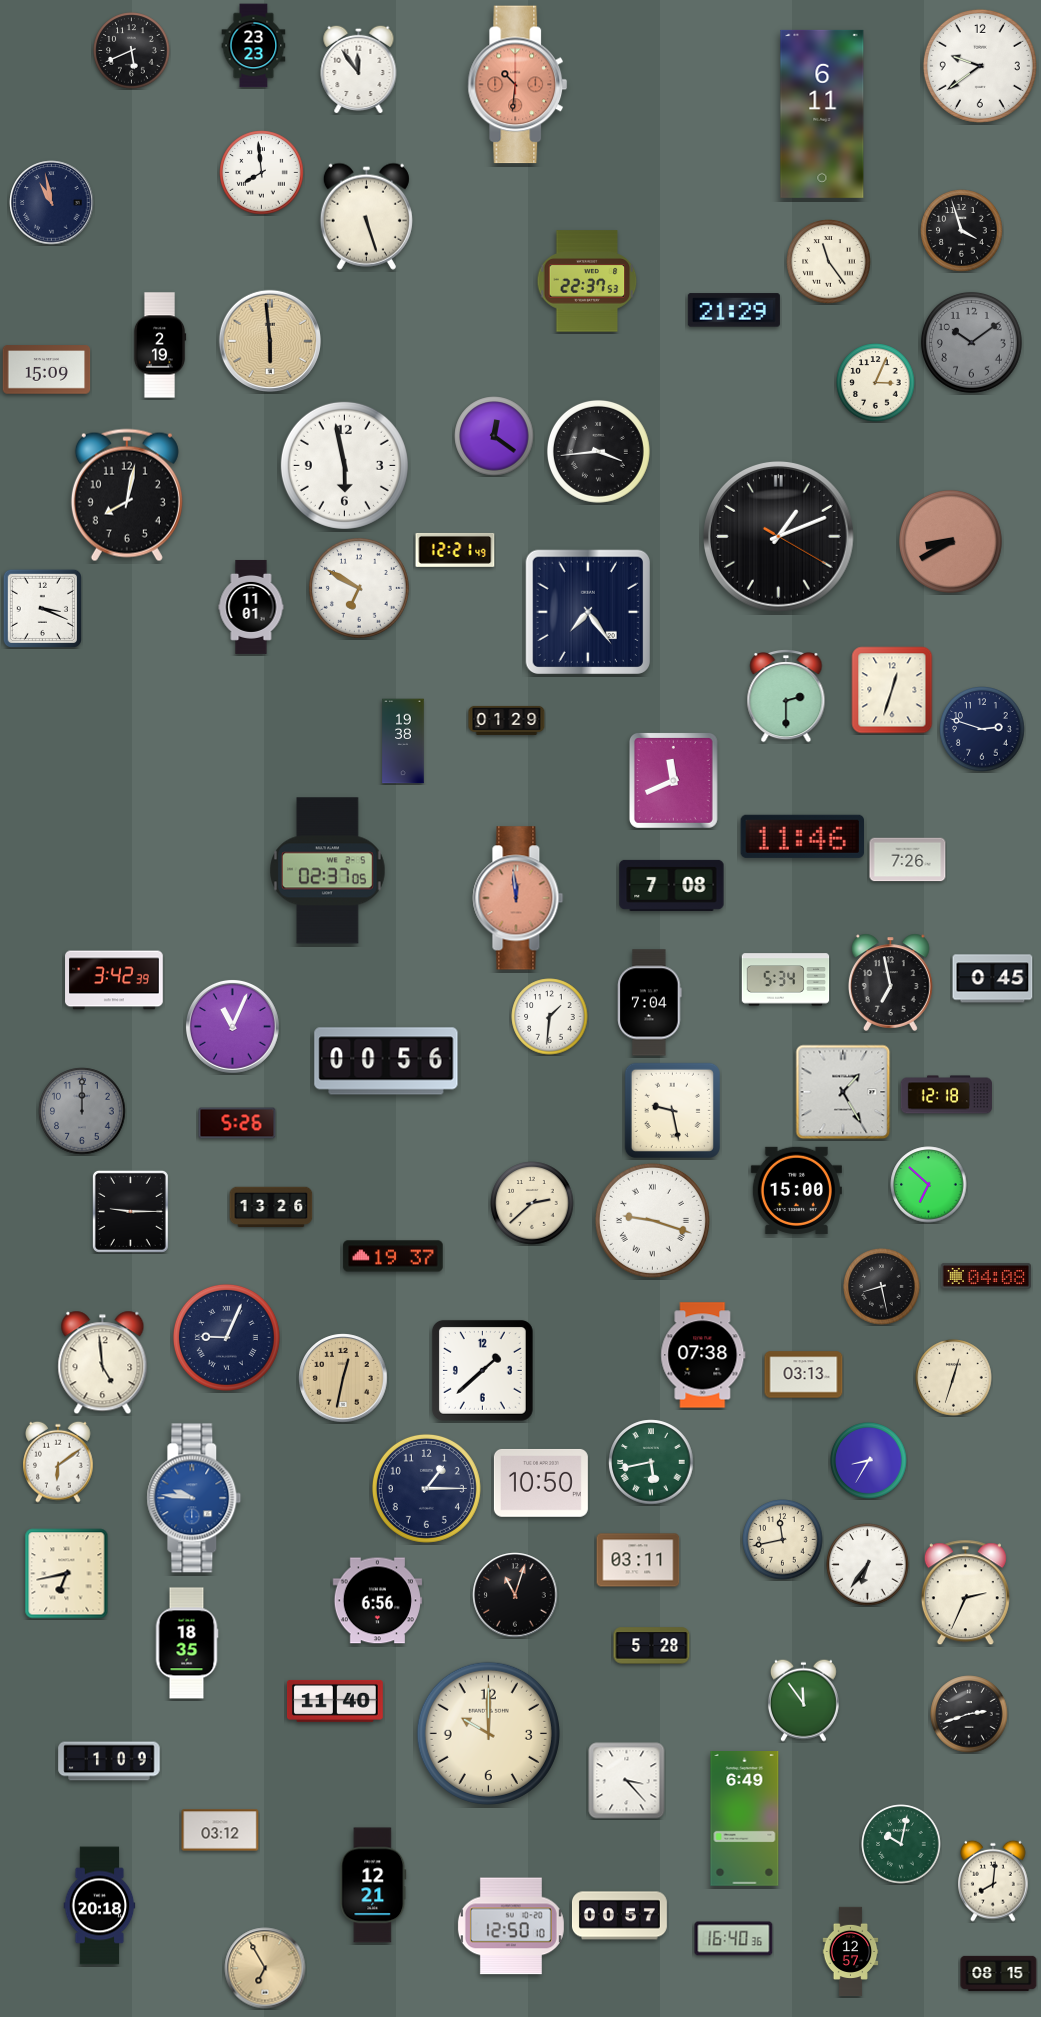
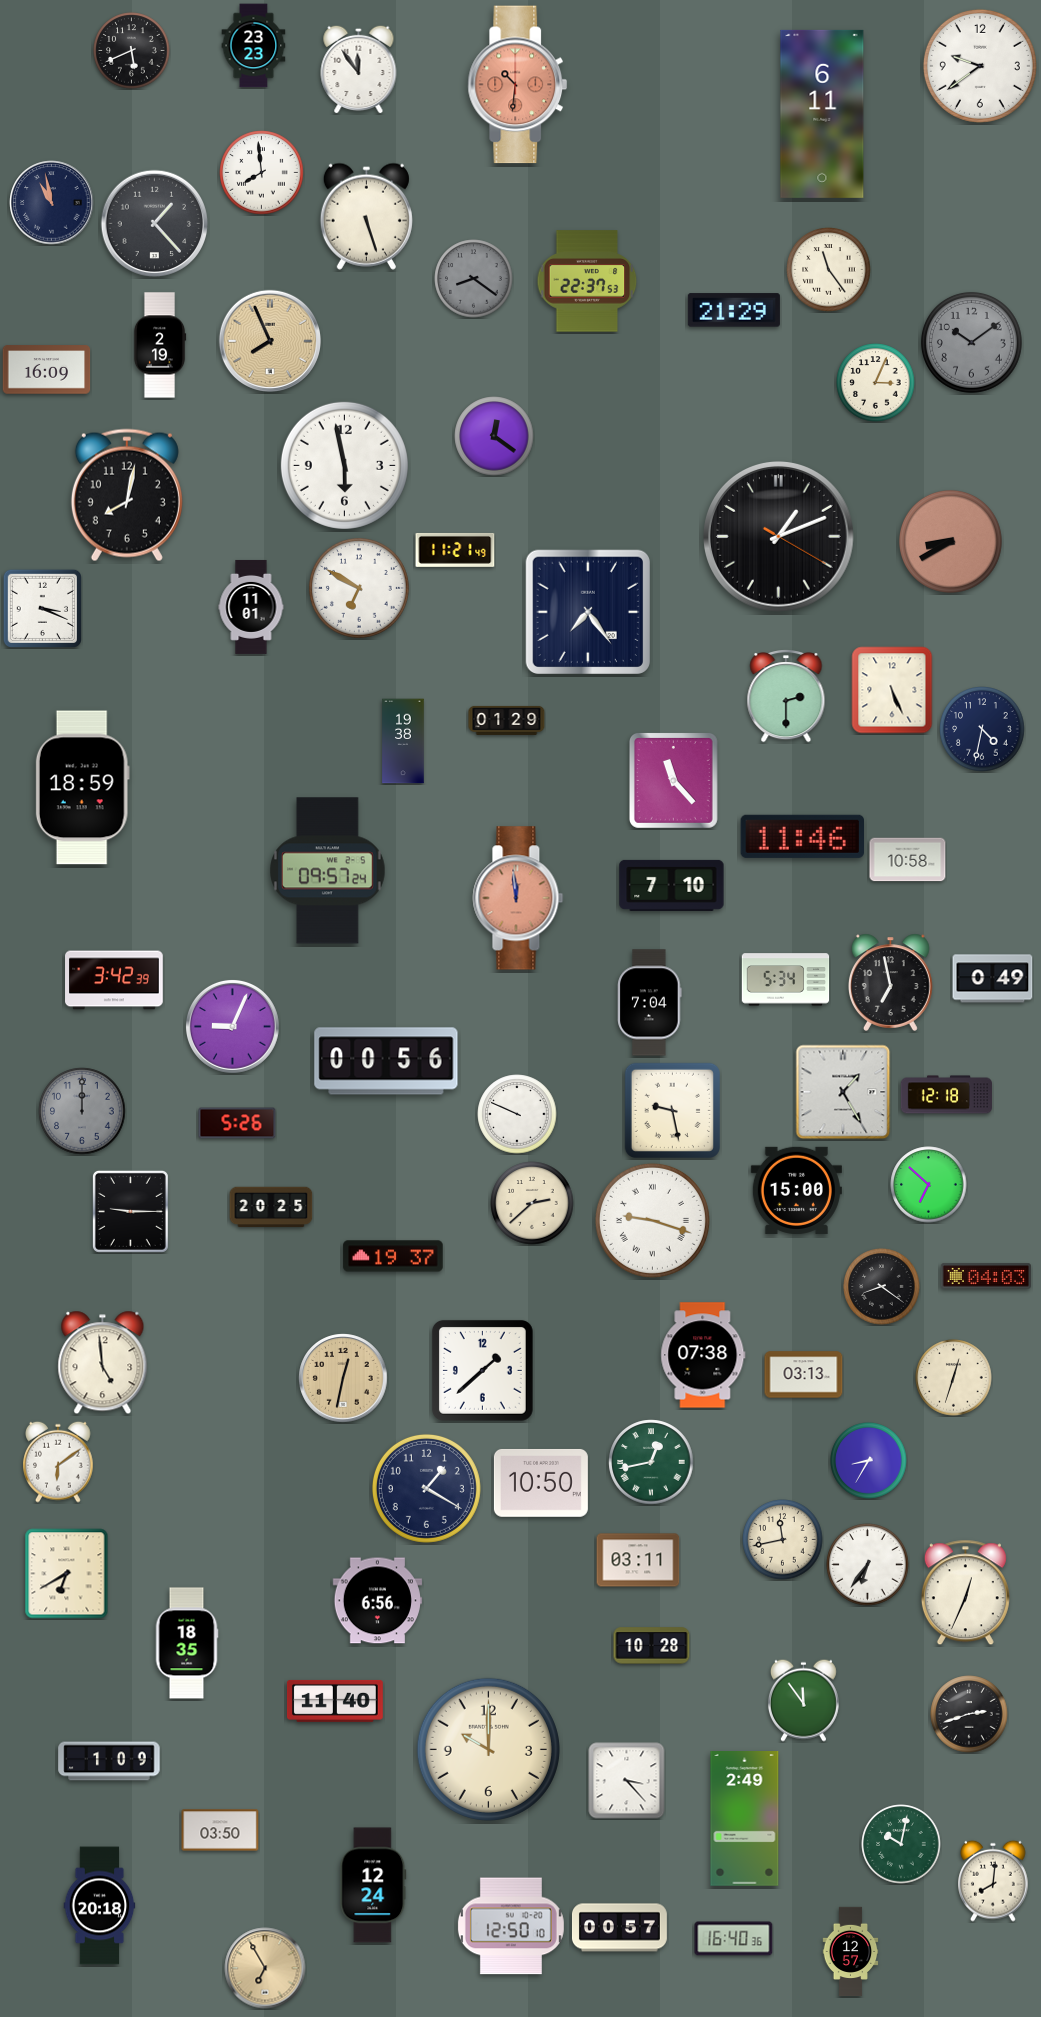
clock at (155, 224): none -> 1:23
clock at (962, 231): 3:57 -> none
clock at (829, 262) position: (829, 262) -> (829, 270)
clock at (474, 279): none -> 8:21
clock at (270, 341): 5:59 -> 7:56
clock at (47, 370): 15:09 -> 16:09
clock at (598, 451): 3:44 -> none
clock at (455, 550): 12:21 -> 11:21
clock at (892, 690): 12:33 -> 5:26
clock at (982, 729): 2:48 -> 4:32
clock at (673, 780): 11:41 -> 11:23
clock at (82, 788): none -> 18:59
clock at (908, 860): 7:26 -> 10:58
clock at (328, 871): 02:37 -> 09:57
clock at (672, 885): 7:08 -> 7:10
clock at (993, 979): 0:45 -> 0:49
clock at (550, 1017): 1:31 -> none
clock at (232, 1026): 11:04 -> 9:04
clock at (517, 1114): none -> 9:49
clock at (271, 1207): 13:26 -> 20:25
clock at (986, 1276): 04:08 -> 04:03
clock at (882, 1287): 8:28 -> 8:21
clock at (226, 1337): 9:04 -> none
clock at (651, 1462): 5:43 -> 12:43
clock at (426, 1488): 1:15 -> 1:20
clock at (194, 1498): 9:46 -> none
clock at (67, 1574): 6:43 -> 6:40
clock at (965, 1593): 2:34 -> 12:34
clock at (515, 1595): 11:03 -> none
clock at (652, 1646): 5:28 -> 10:28
clock at (488, 1733) position: (488, 1733) -> (488, 1749)
clock at (745, 1819): 6:49 -> 2:49
clock at (220, 1830): 03:12 -> 03:50
clock at (373, 1885): 12:21 -> 12:24
clock at (619, 1916) position: (619, 1916) -> (619, 1928)
clock at (999, 1973): 08:15 -> none
